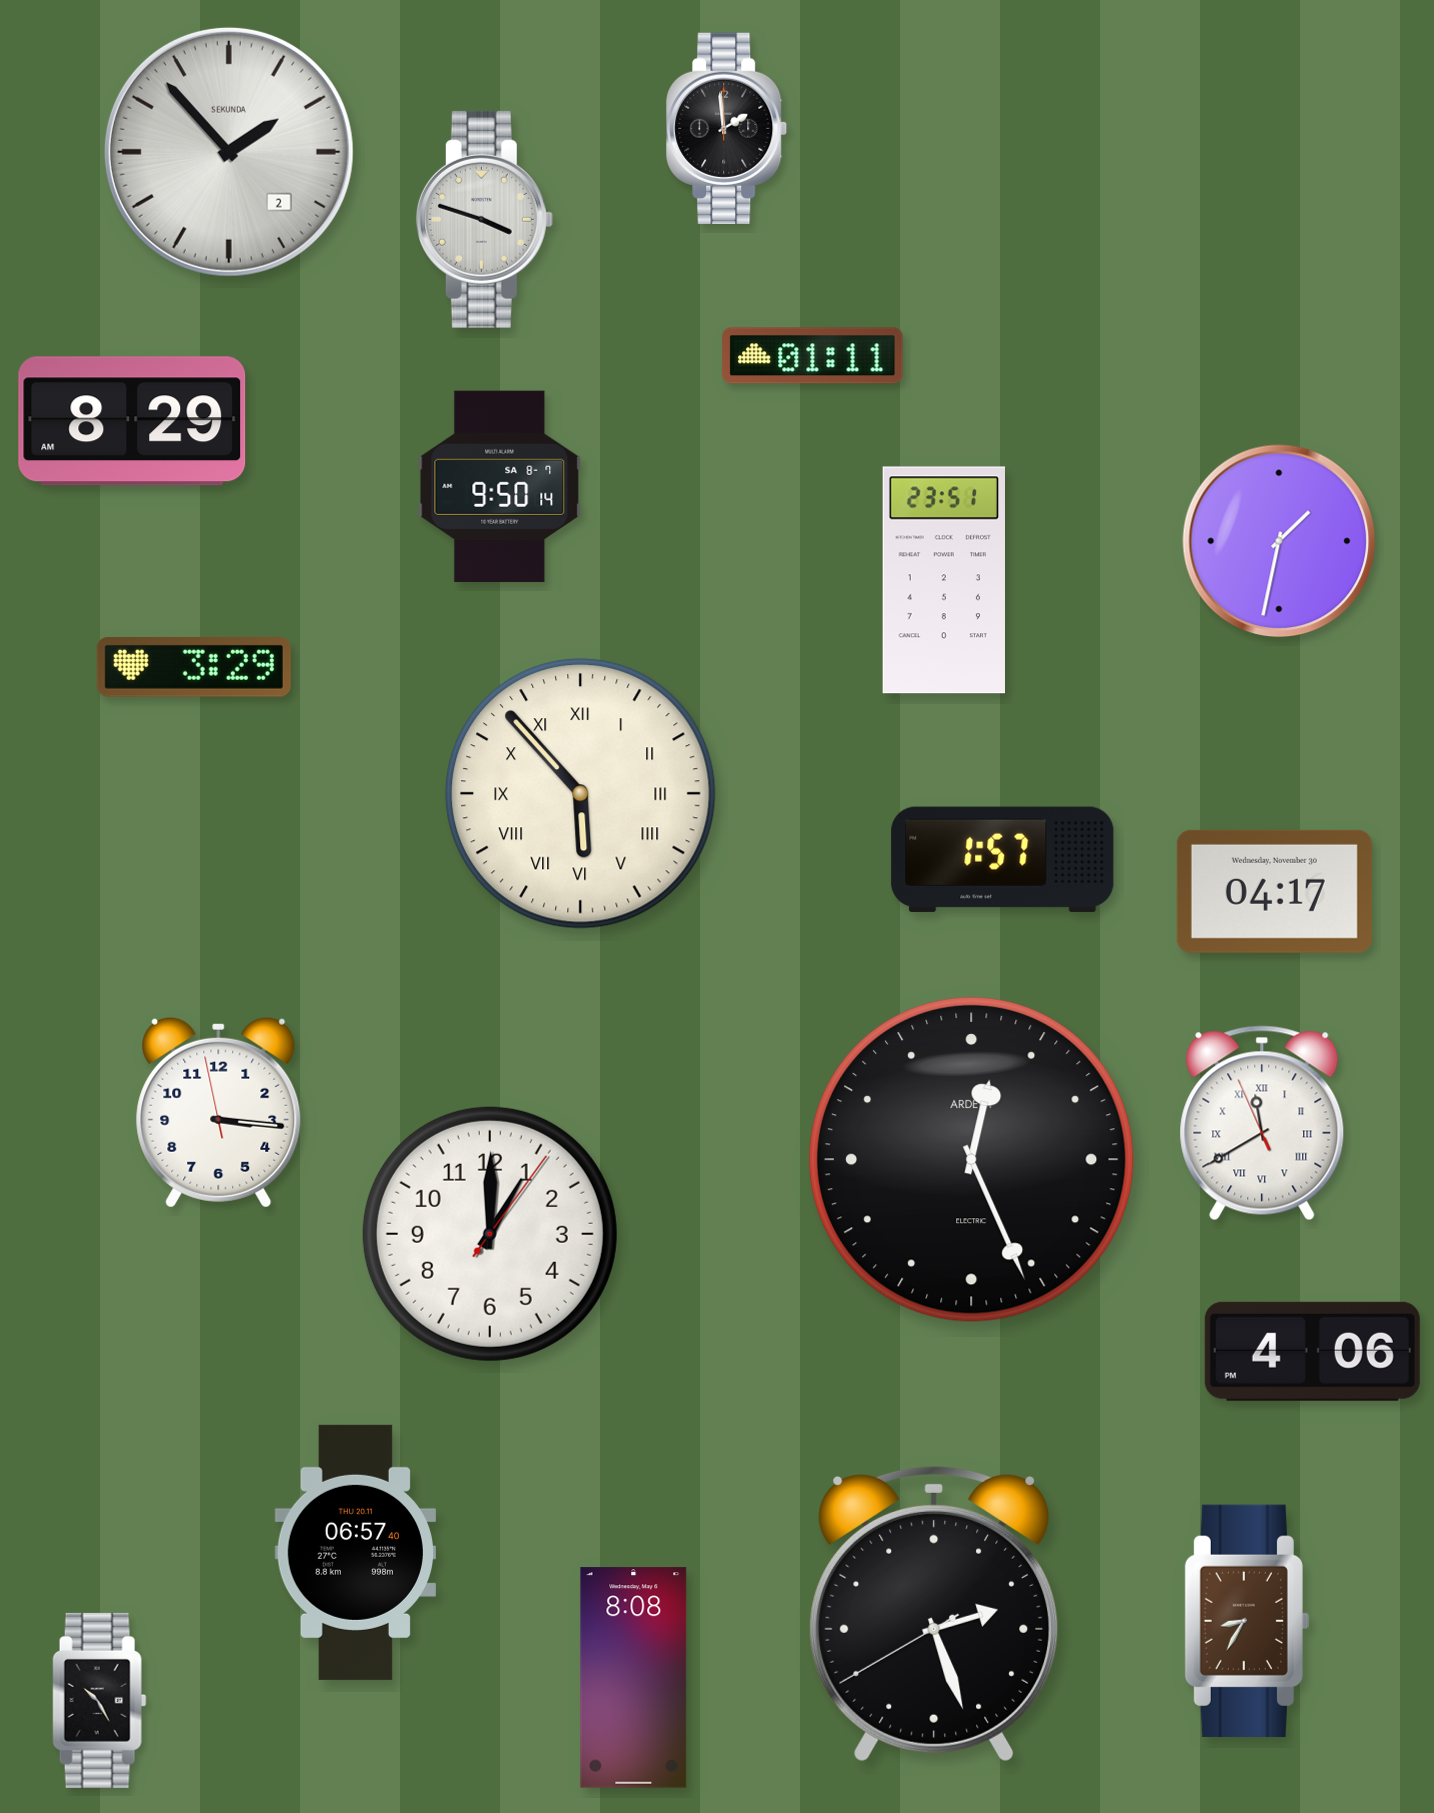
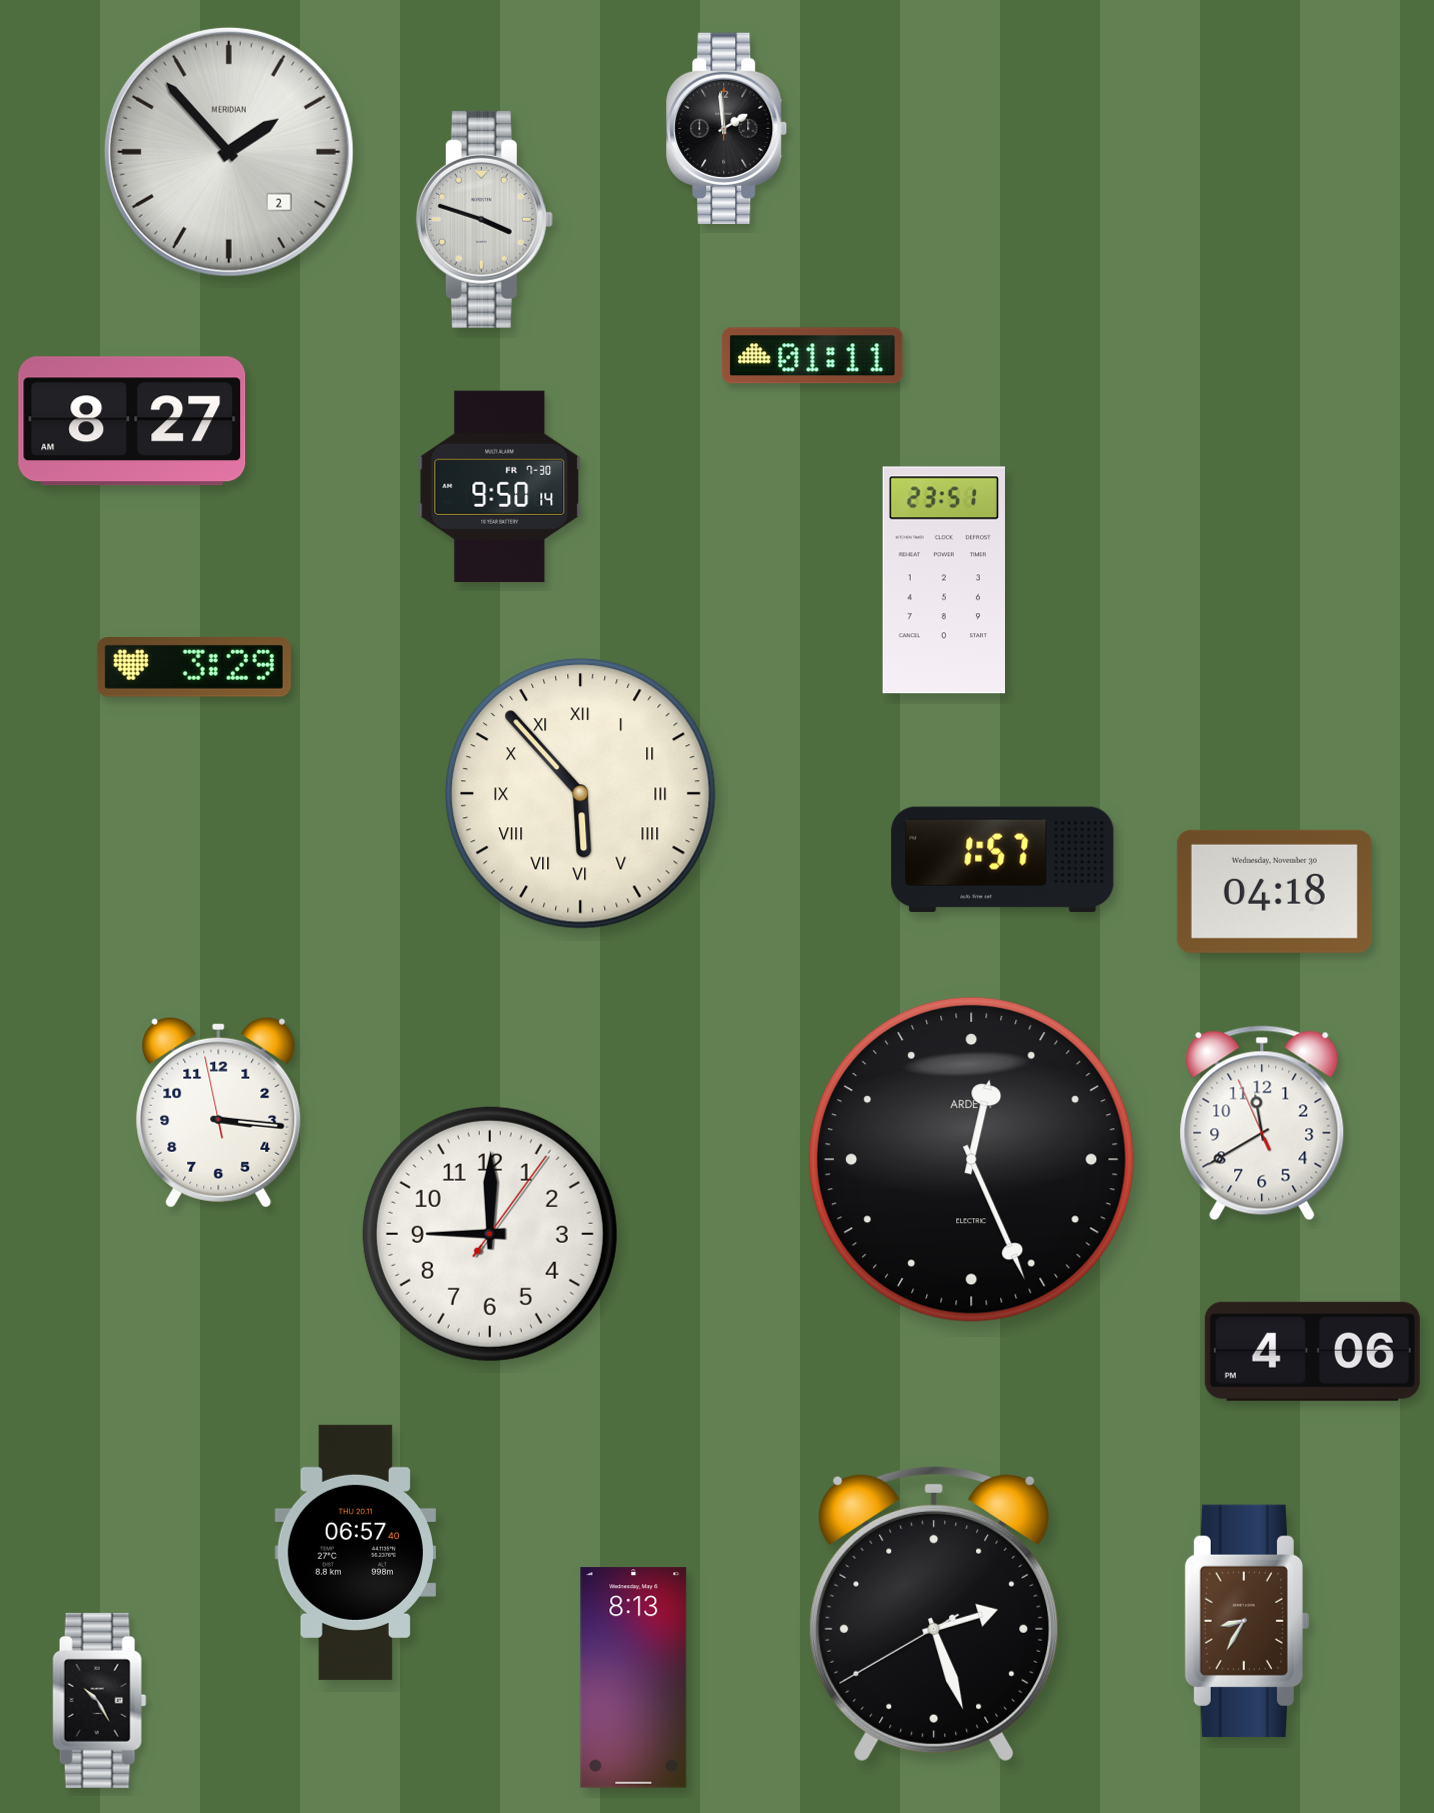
clock at (229, 152) brand: SEKUNDA -> MERIDIAN
clock at (132, 421): 8:29 -> 8:27
clock at (500, 486) date: SA 8-7 -> FR 7-30
clock at (1279, 541): 1:32 -> none
clock at (1274, 891): 04:17 -> 04:18
clock at (1262, 1123) numerals: Roman -> Arabic
clock at (490, 1234): 1:00 -> 9:00
clock at (634, 1678): 8:08 -> 8:13
